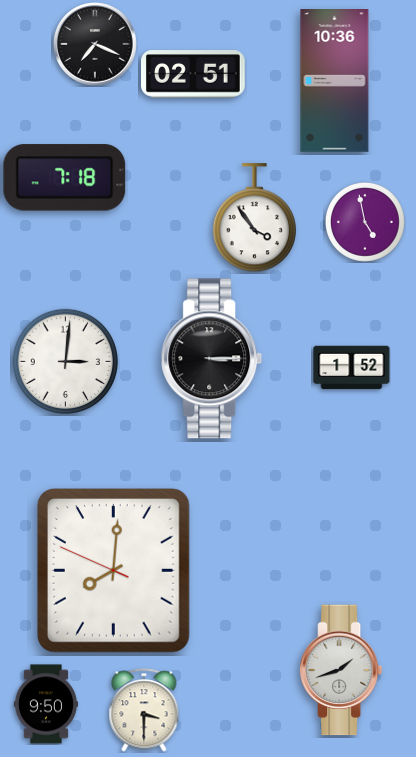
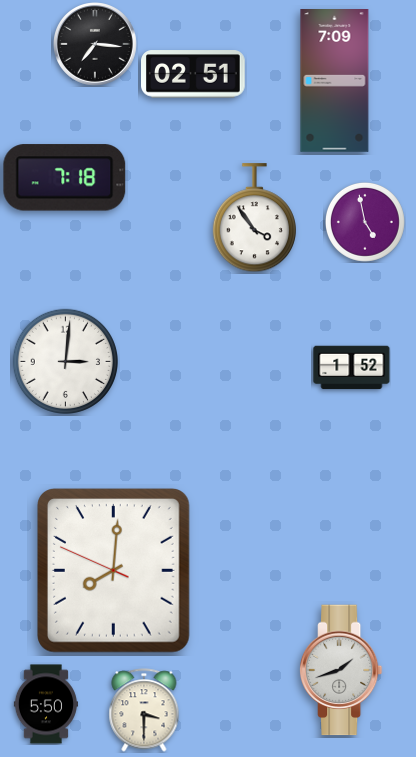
clock at (96, 45): 7:19 -> 7:16
clock at (335, 81): 10:36 -> 7:09
clock at (212, 359): 3:15 -> none
clock at (46, 704): 9:50 -> 5:50
